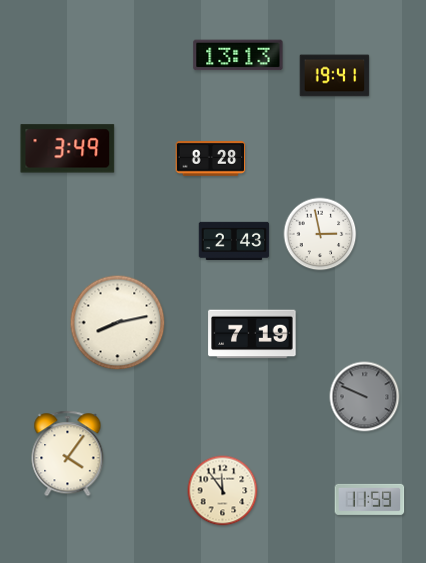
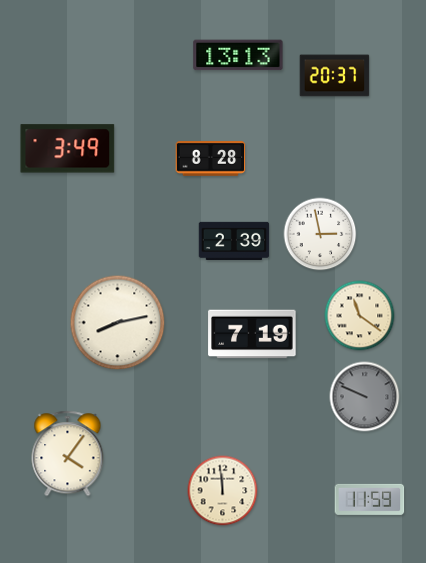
clock at (335, 76): 19:41 -> 20:37
clock at (234, 240): 2:43 -> 2:39
clock at (360, 316): none -> 11:21
clock at (223, 491): 11:54 -> 11:59
